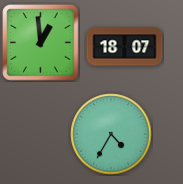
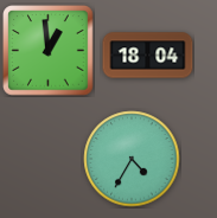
clock at (125, 47): 18:07 -> 18:04
